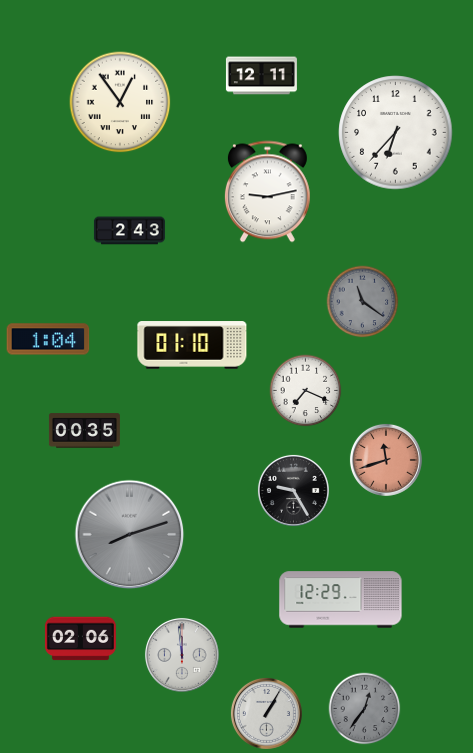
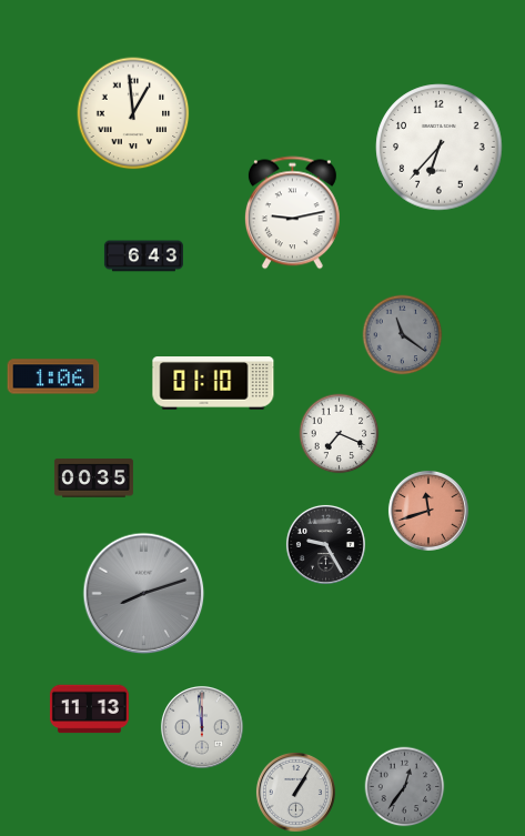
clock at (261, 76): 12:11 -> none
clock at (120, 102): 12:54 -> 12:59
clock at (267, 192) position: (267, 192) -> (292, 213)
clock at (129, 231): 2:43 -> 6:43
clock at (48, 339): 1:04 -> 1:06
clock at (341, 600): 12:29 -> none
clock at (80, 639): 02:06 -> 11:13
